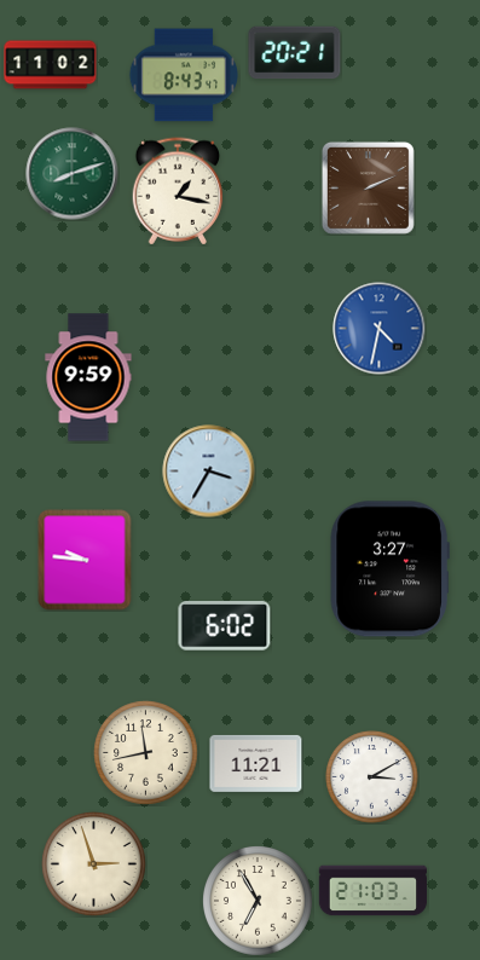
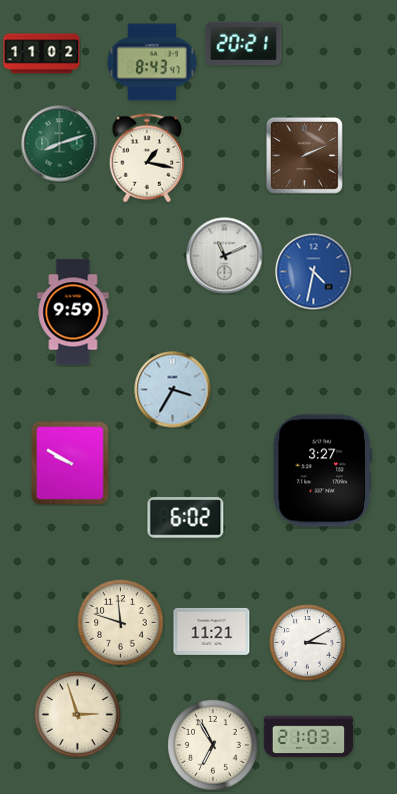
clock at (225, 256): none -> 11:11
clock at (85, 560): 9:46 -> 9:50
clock at (146, 753): 11:43 -> 11:48
